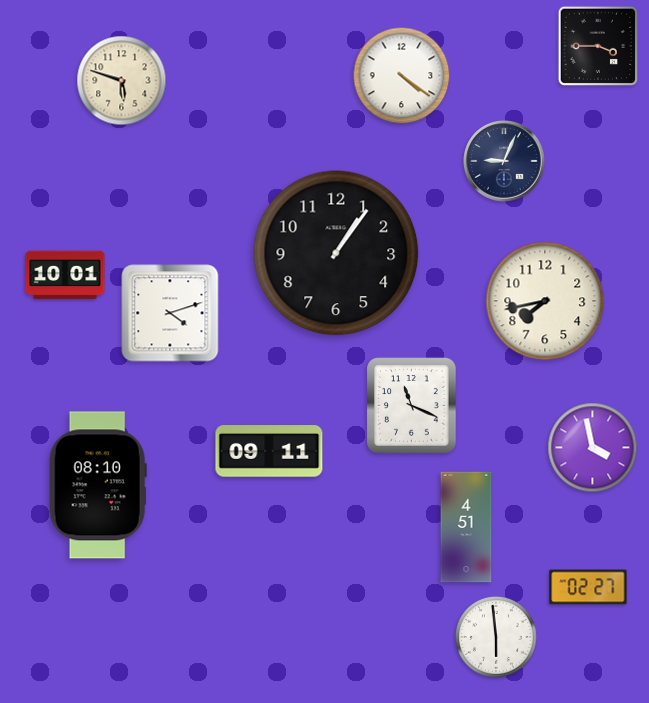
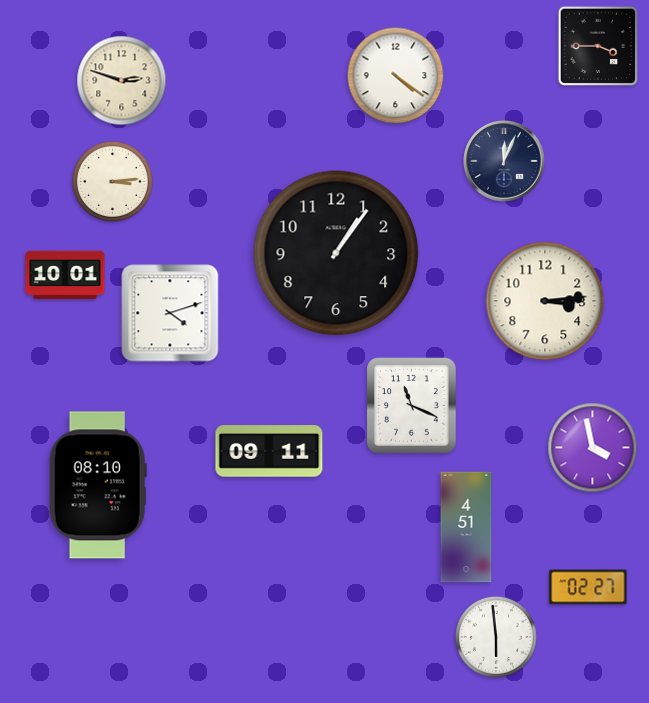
clock at (402, 76) position: (402, 76) -> (396, 76)
clock at (122, 81): 5:48 -> 2:48
clock at (504, 161): 9:04 -> 12:04
clock at (112, 181): none -> 3:14
clock at (545, 301): 7:43 -> 3:14
